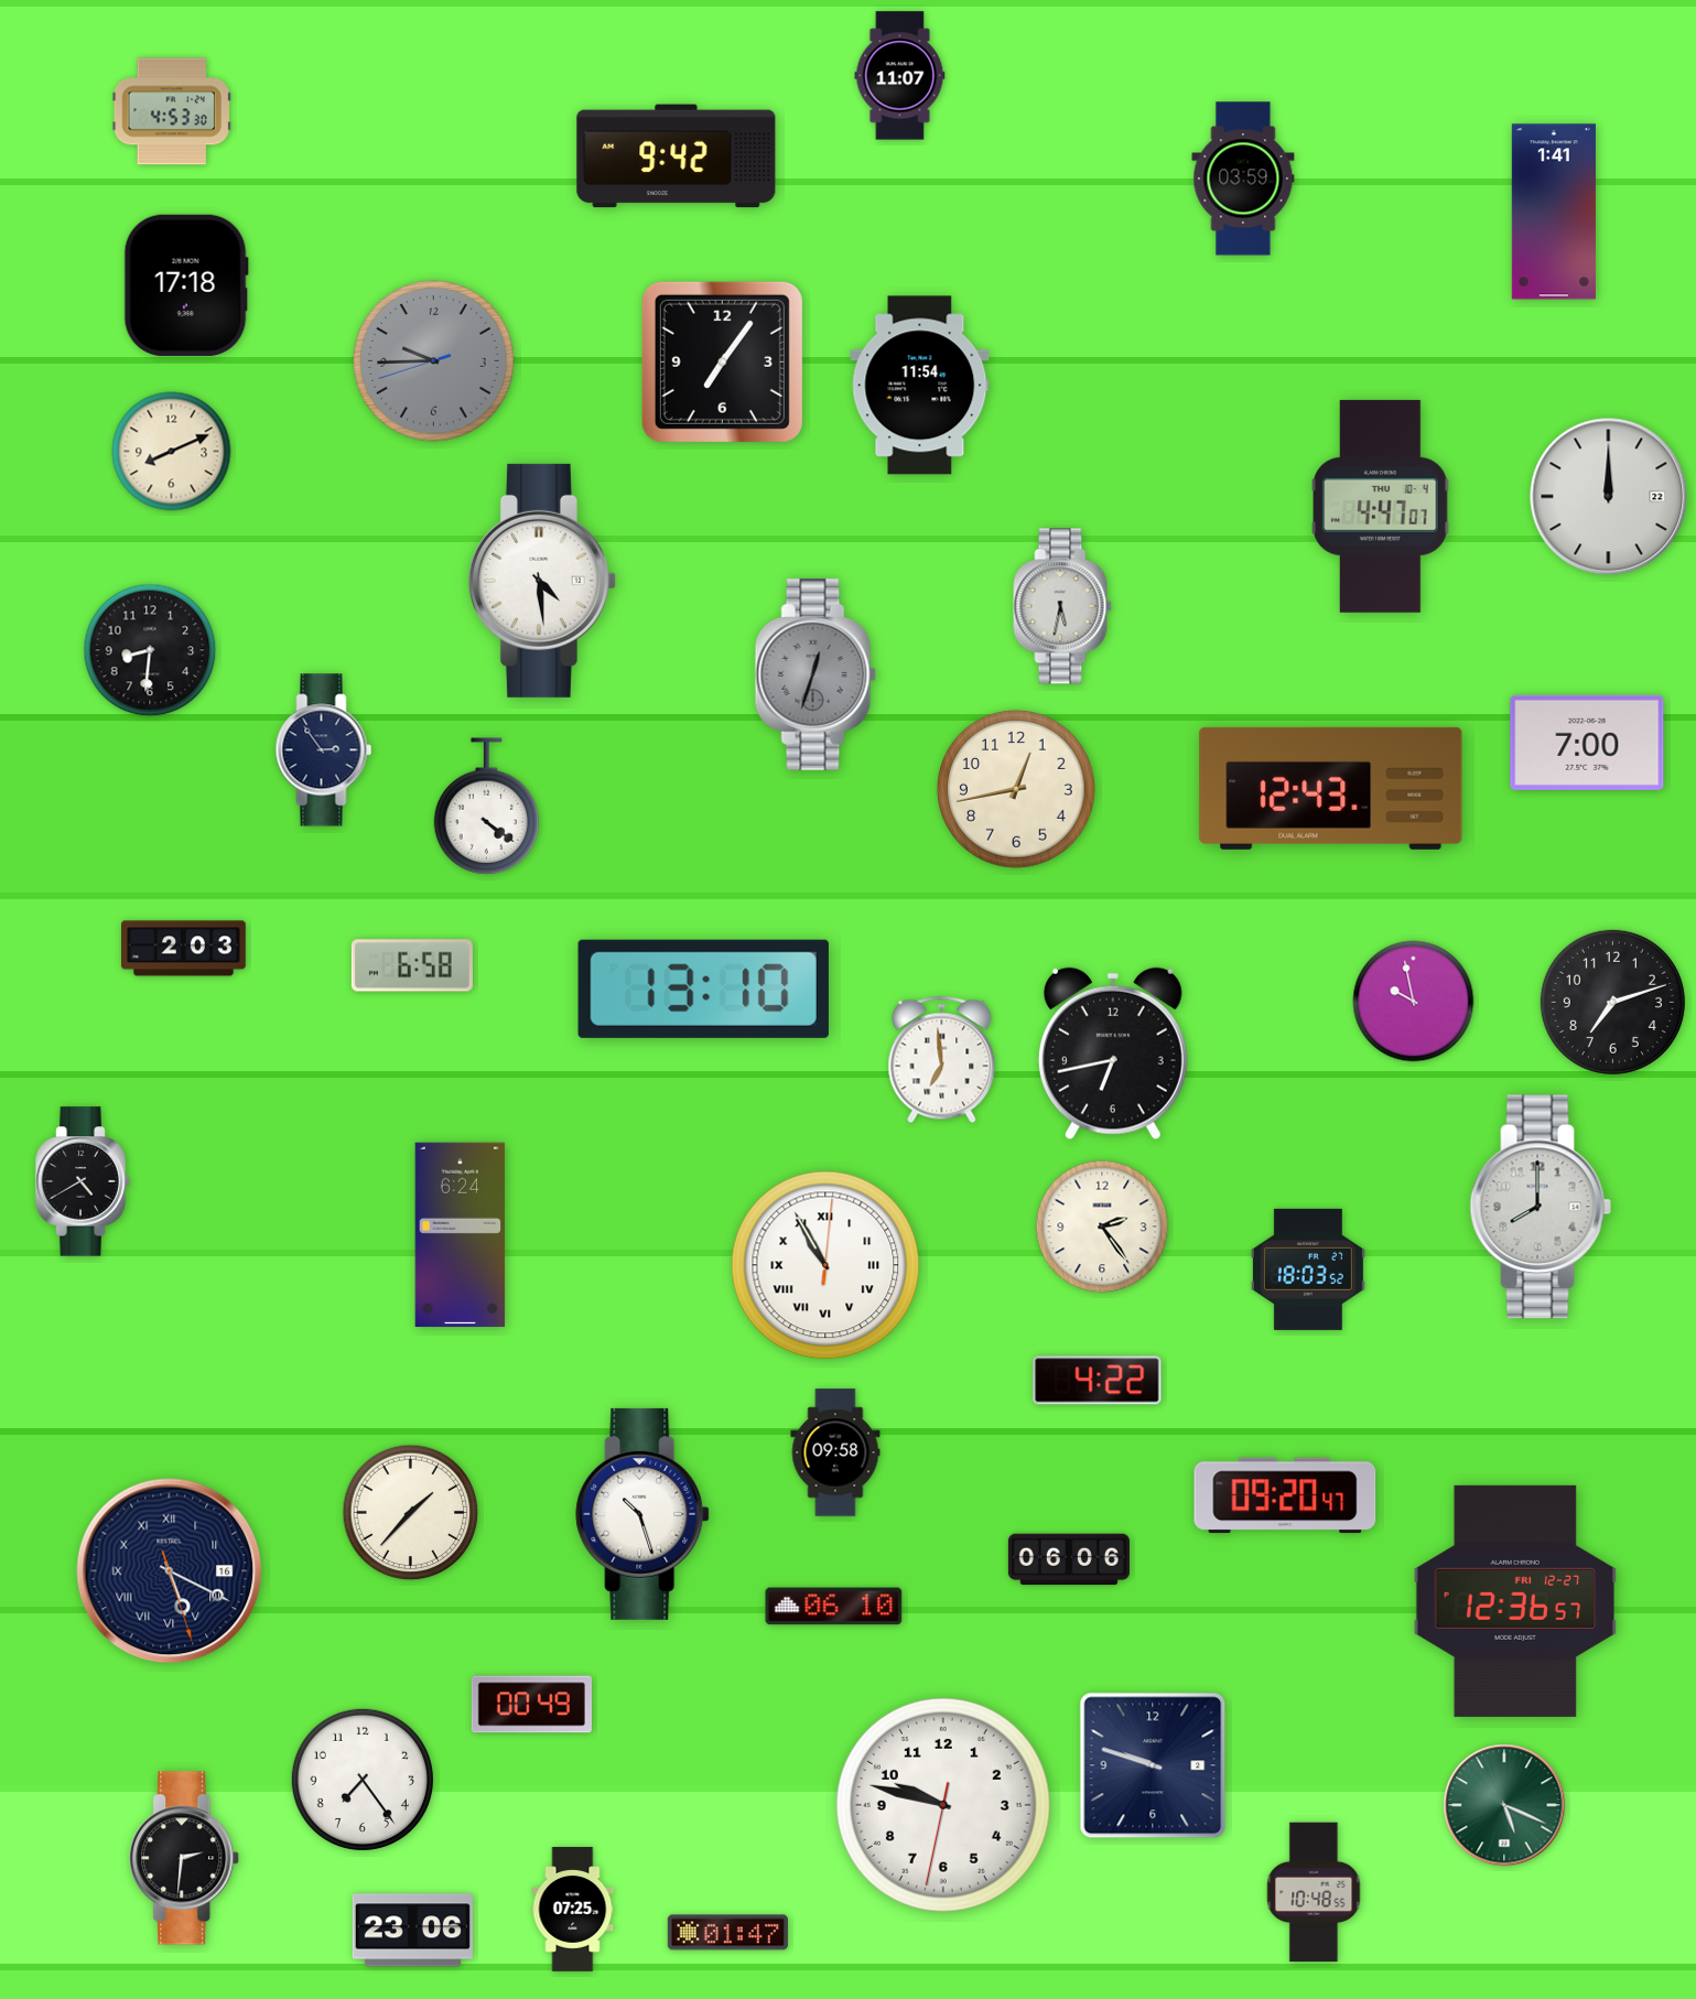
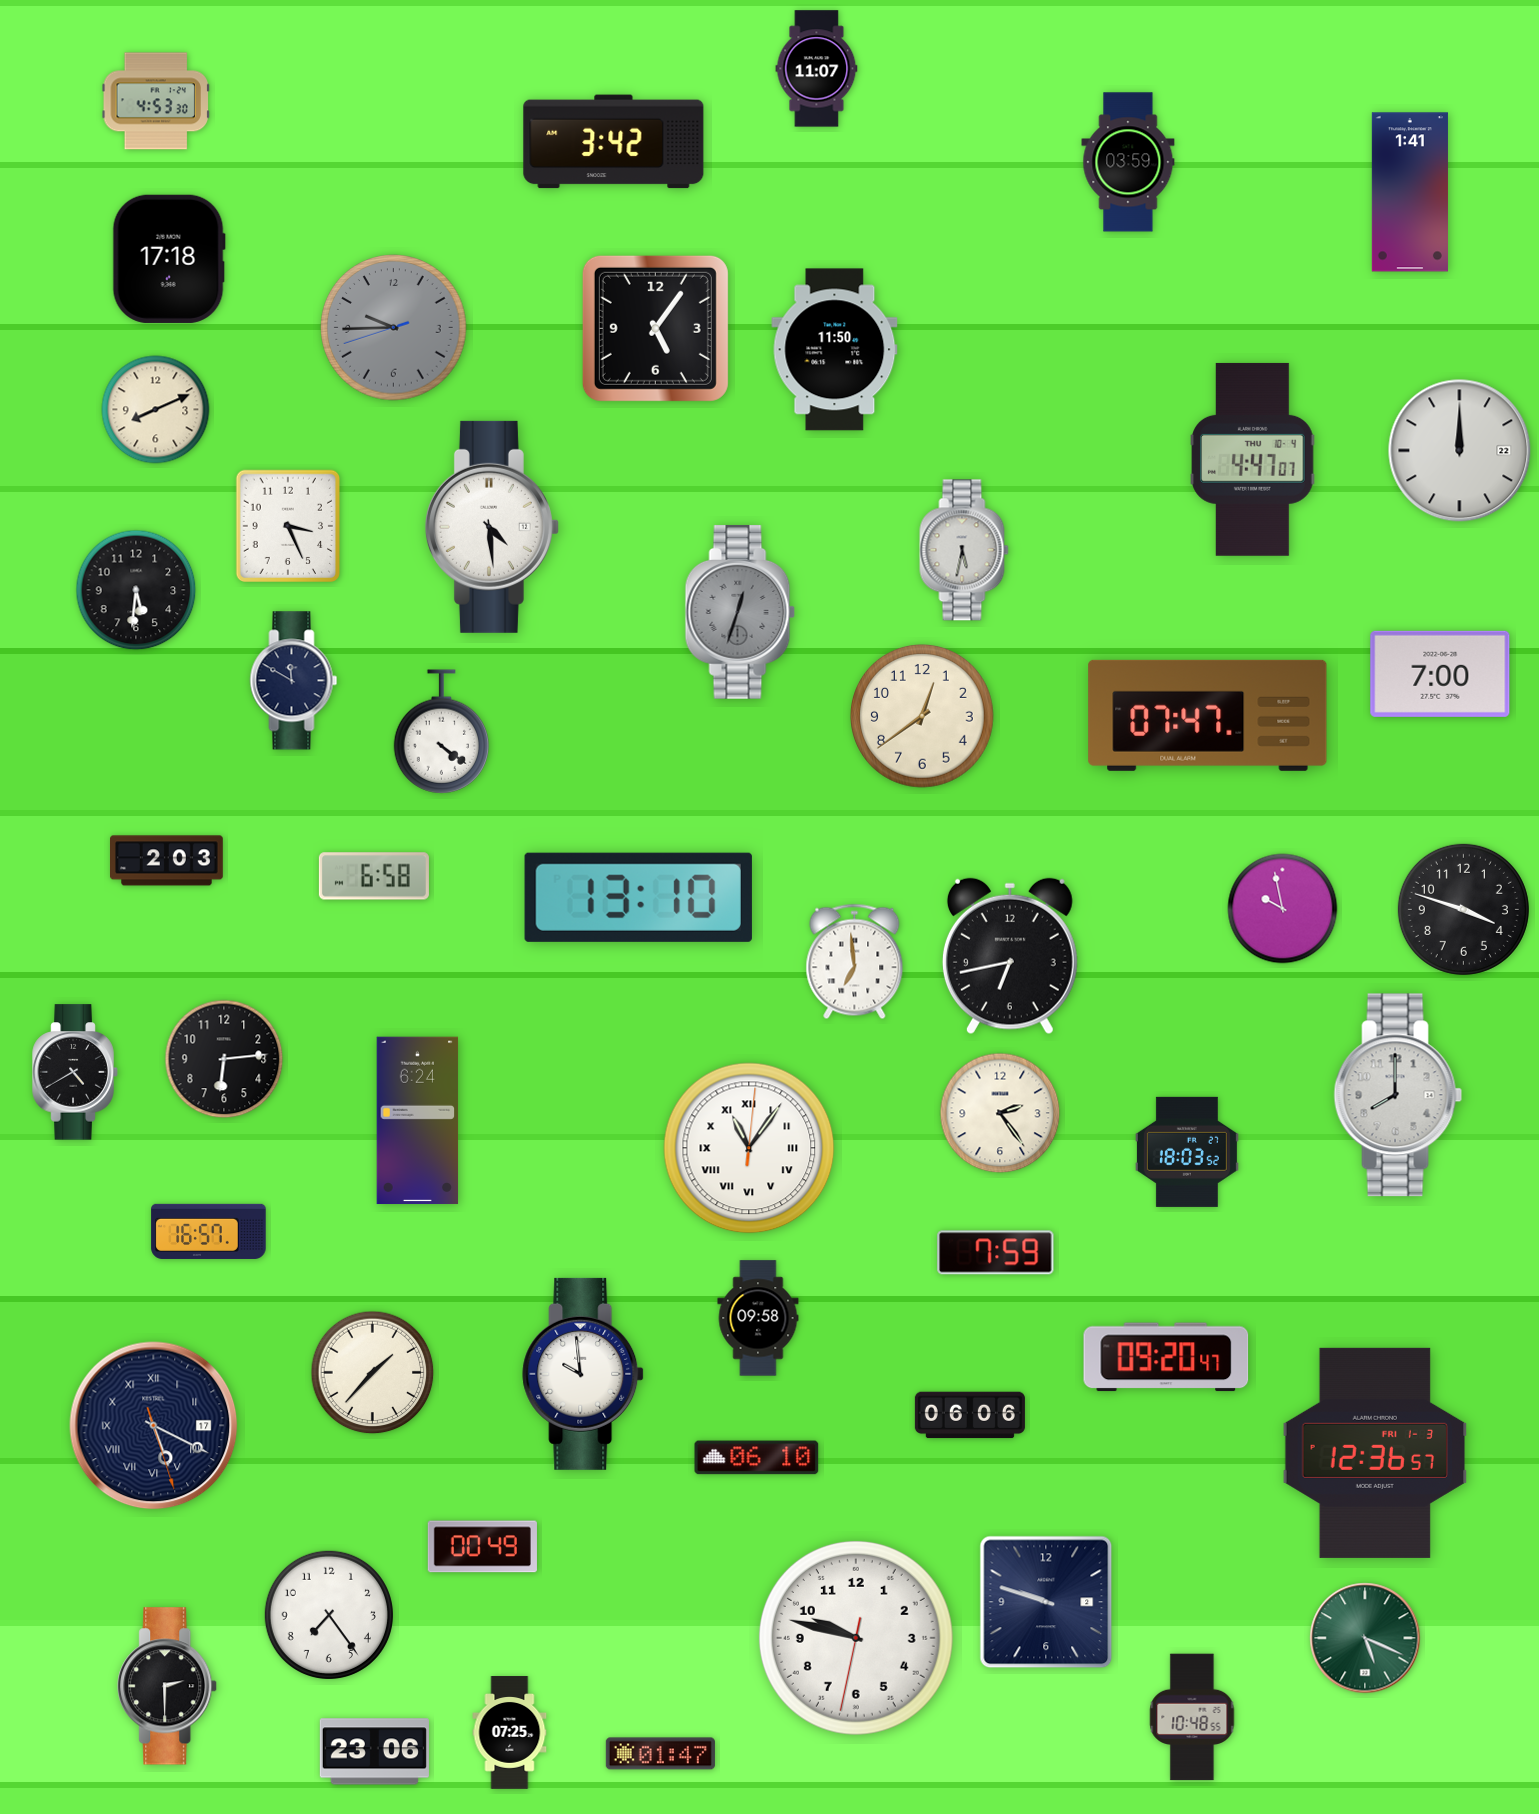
clock at (677, 156): 9:42 -> 3:42
clock at (722, 361): 7:06 -> 5:06
clock at (920, 386): 11:54 -> 11:50
clock at (287, 525): none -> 3:26
clock at (150, 650): 8:31 -> 5:31
clock at (324, 750): 2:54 -> 11:50
clock at (1331, 788): 12:43 -> 07:47
clock at (1017, 790): 12:43 -> 12:39
clock at (1612, 1002): 7:12 -> 3:48
clock at (224, 1059): none -> 6:14
clock at (825, 1265): 10:55 -> 11:06
clock at (209, 1231): none -> 16:57
clock at (1098, 1381): 4:22 -> 7:59
clock at (642, 1514): 10:27 -> 9:59
clock at (170, 1571) date: 16 -> 17
clock at (1515, 1601) date: FRI 12-27 -> FRI 1-3
clock at (185, 1858): 2:31 -> 2:30
clock at (573, 1910) position: (573, 1910) -> (510, 1733)
